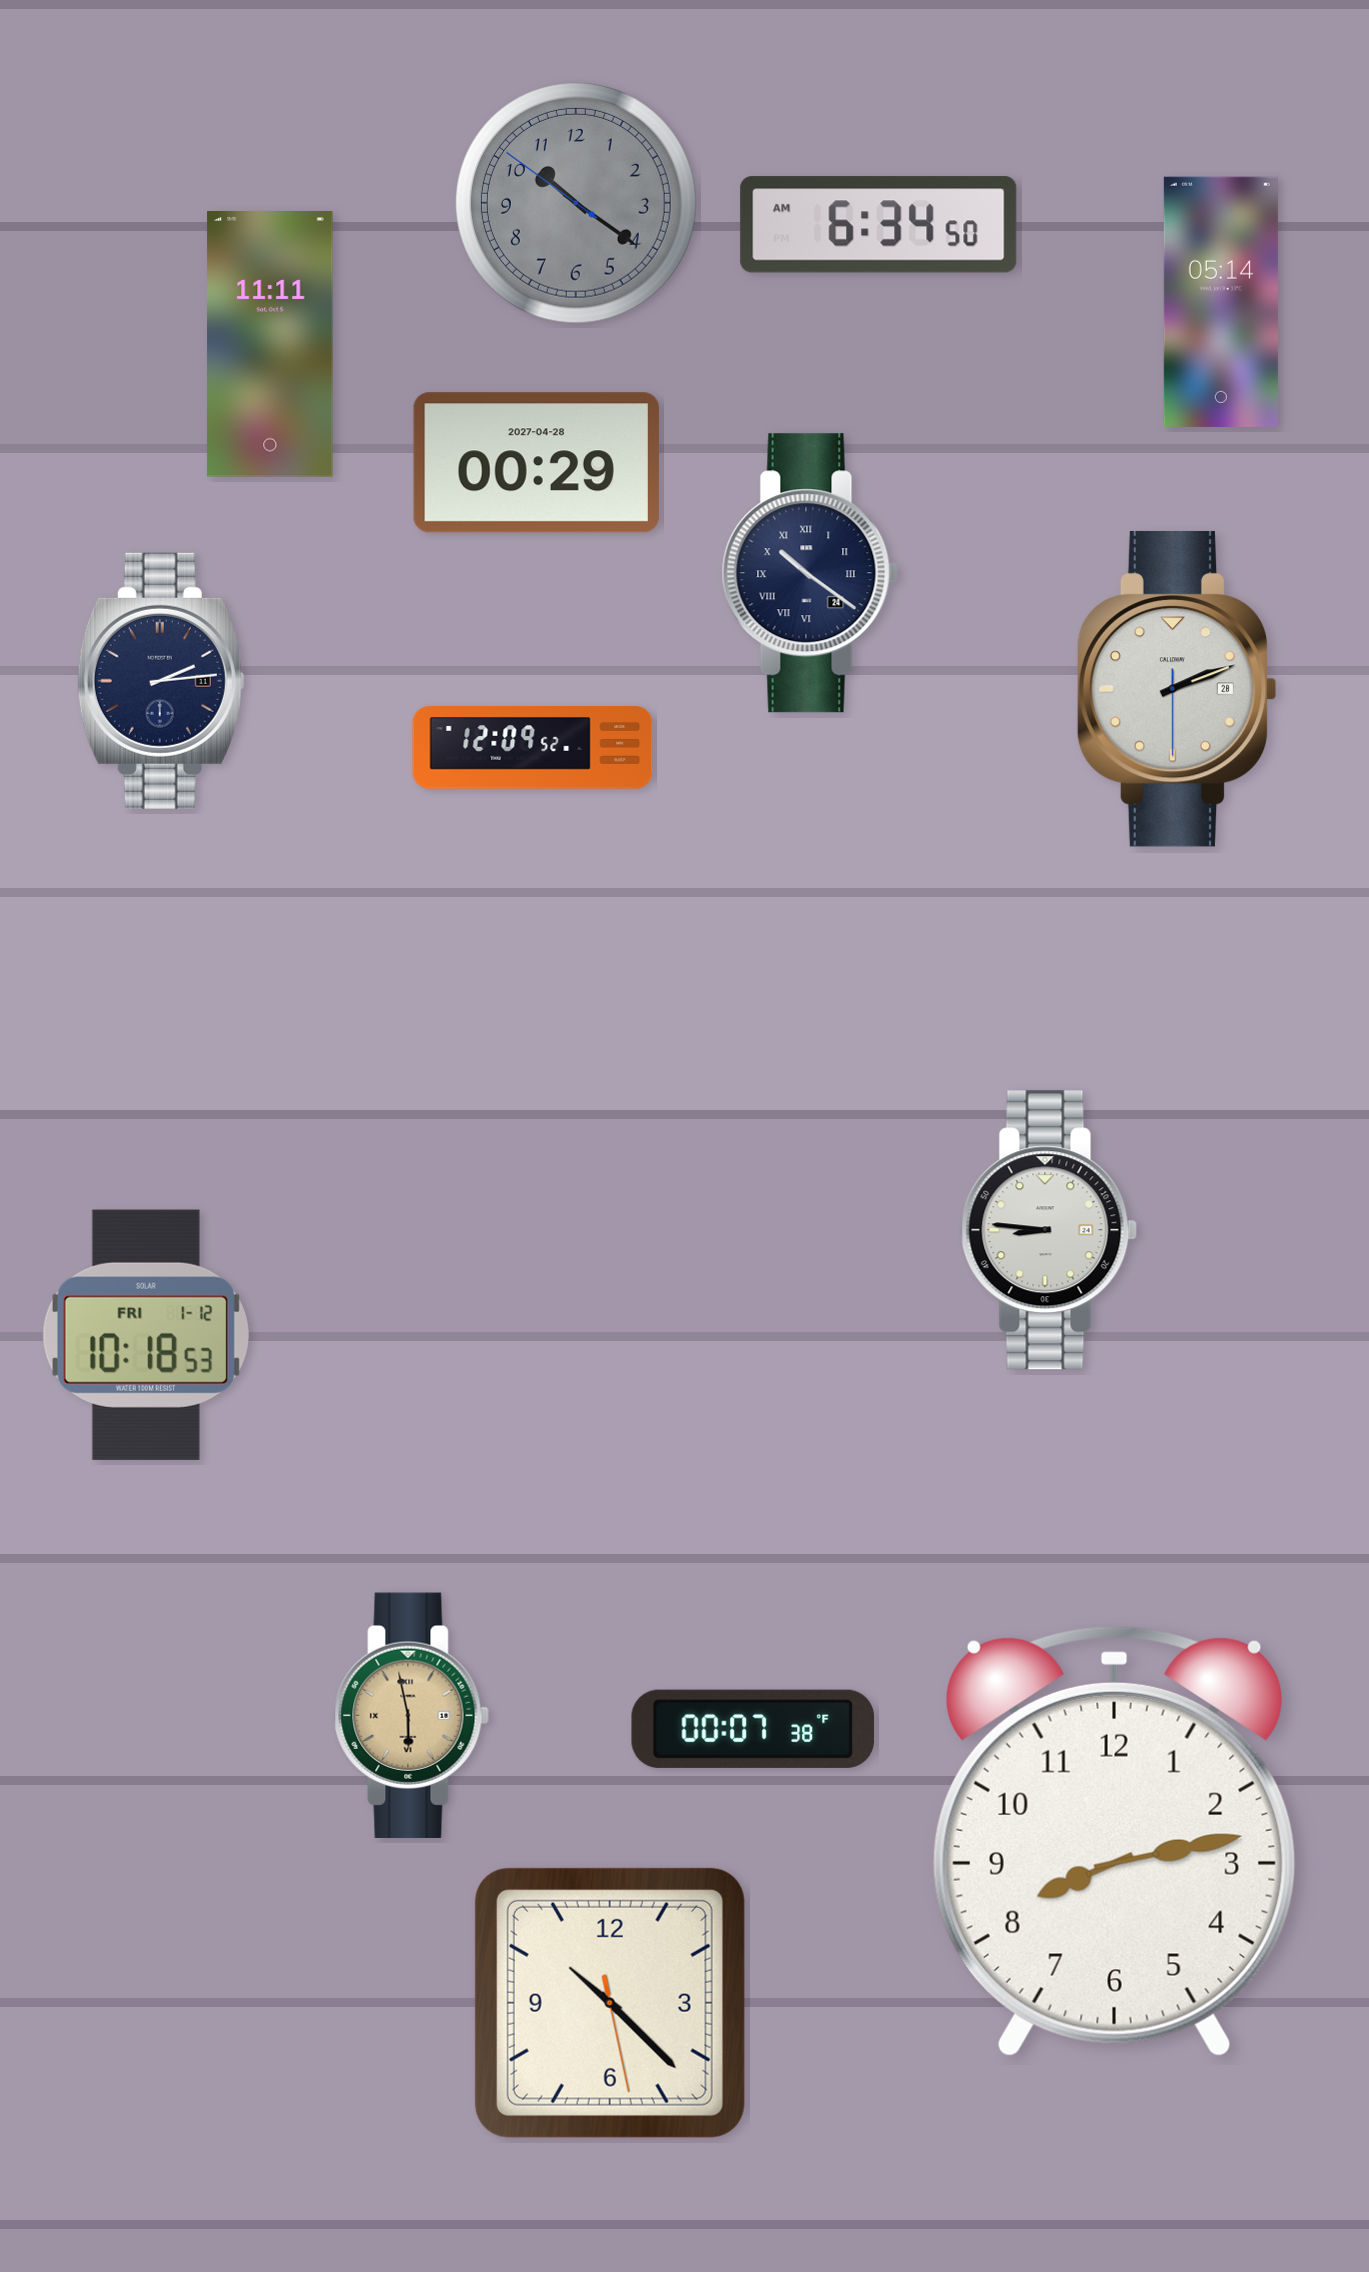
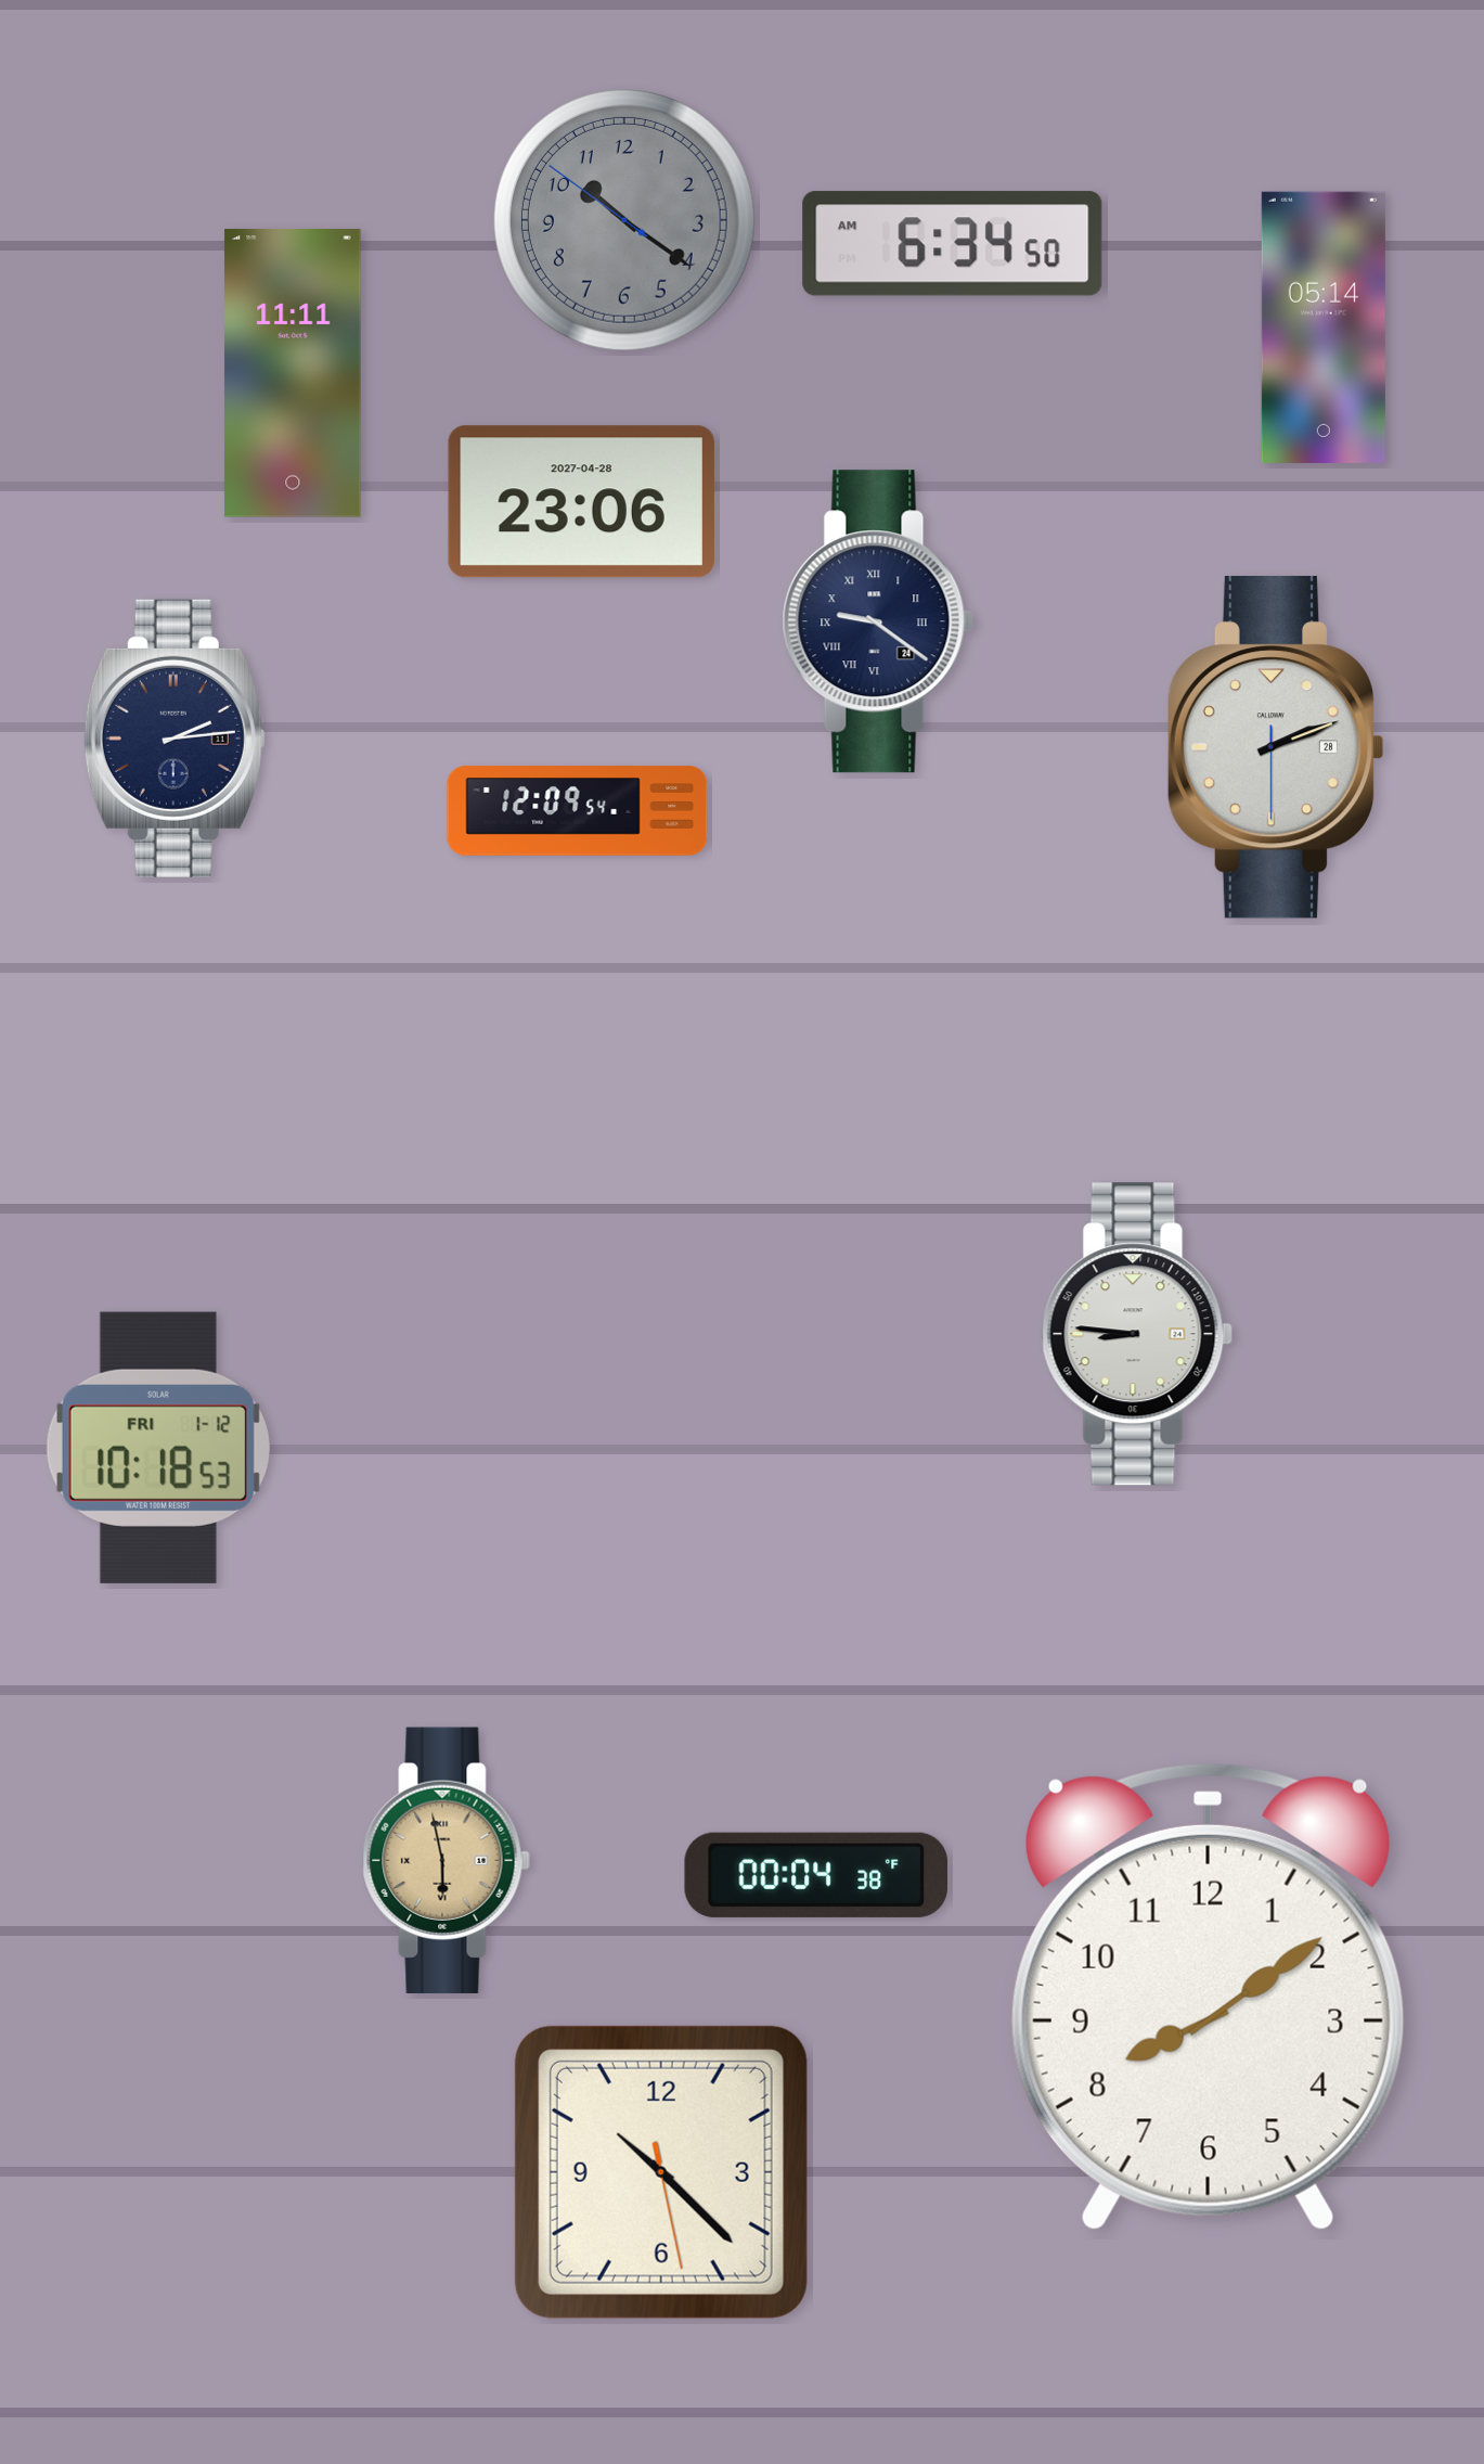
clock at (536, 463): 00:29 -> 23:06
clock at (810, 573): 10:21 -> 9:21
clock at (533, 748): 12:09:52 -> 12:09:54
clock at (753, 1729): 00:07 -> 00:04
clock at (1114, 1841): 8:13 -> 8:09
